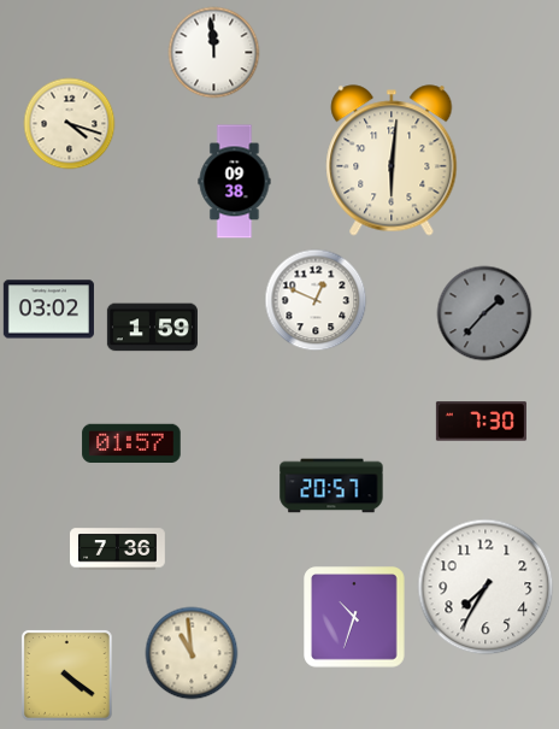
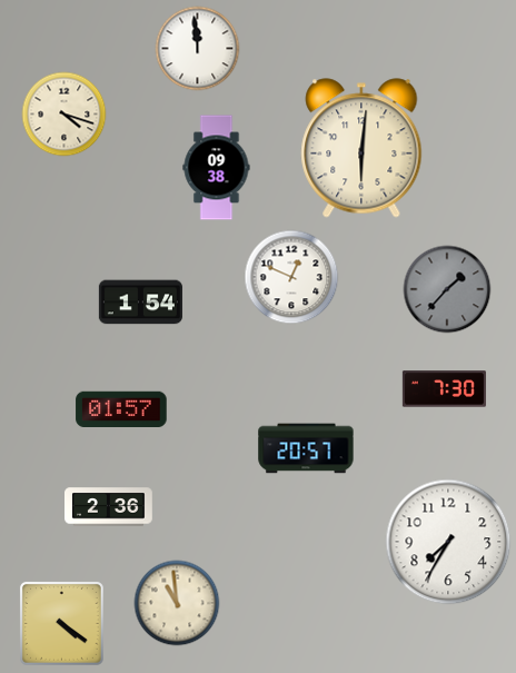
clock at (48, 310): 03:02 -> none
clock at (152, 328): 1:59 -> 1:54
clock at (118, 549): 7:36 -> 2:36
clock at (354, 617): 10:33 -> none
